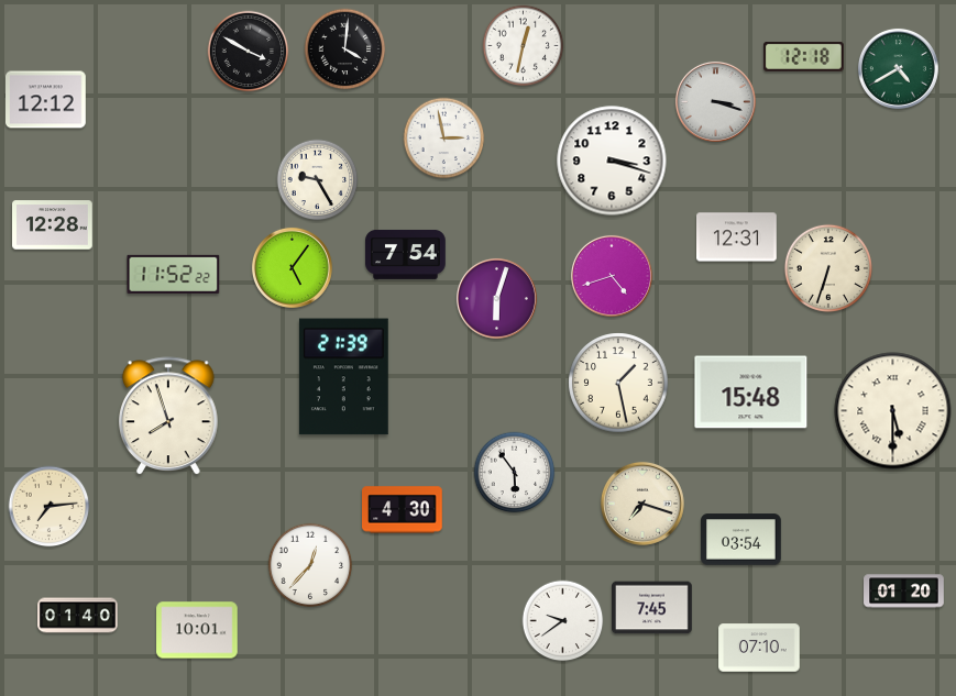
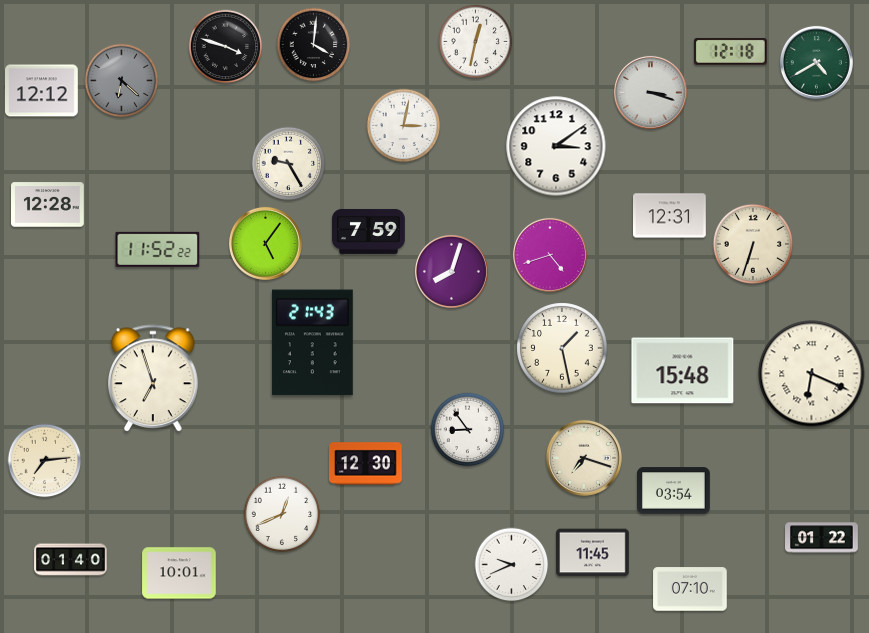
clock at (249, 52): 3:50 -> 3:48
clock at (122, 81): none -> 6:22
clock at (444, 139): 2:58 -> 3:02
clock at (612, 161): 3:18 -> 3:09
clock at (406, 255): 7:54 -> 7:59
clock at (612, 276) position: (612, 276) -> (550, 255)
clock at (496, 298): 6:03 -> 8:03
clock at (343, 377): 21:39 -> 21:43
clock at (751, 393) position: (751, 393) -> (683, 371)
clock at (893, 411): 5:30 -> 6:19
clock at (169, 417): 7:57 -> 6:57
clock at (515, 473): 5:54 -> 8:54
clock at (403, 510): 4:30 -> 12:30
clock at (310, 565): 12:37 -> 12:41
clock at (904, 592): 01:20 -> 01:22
clock at (652, 608): 7:45 -> 11:45
clock at (563, 621): 9:39 -> 9:41
